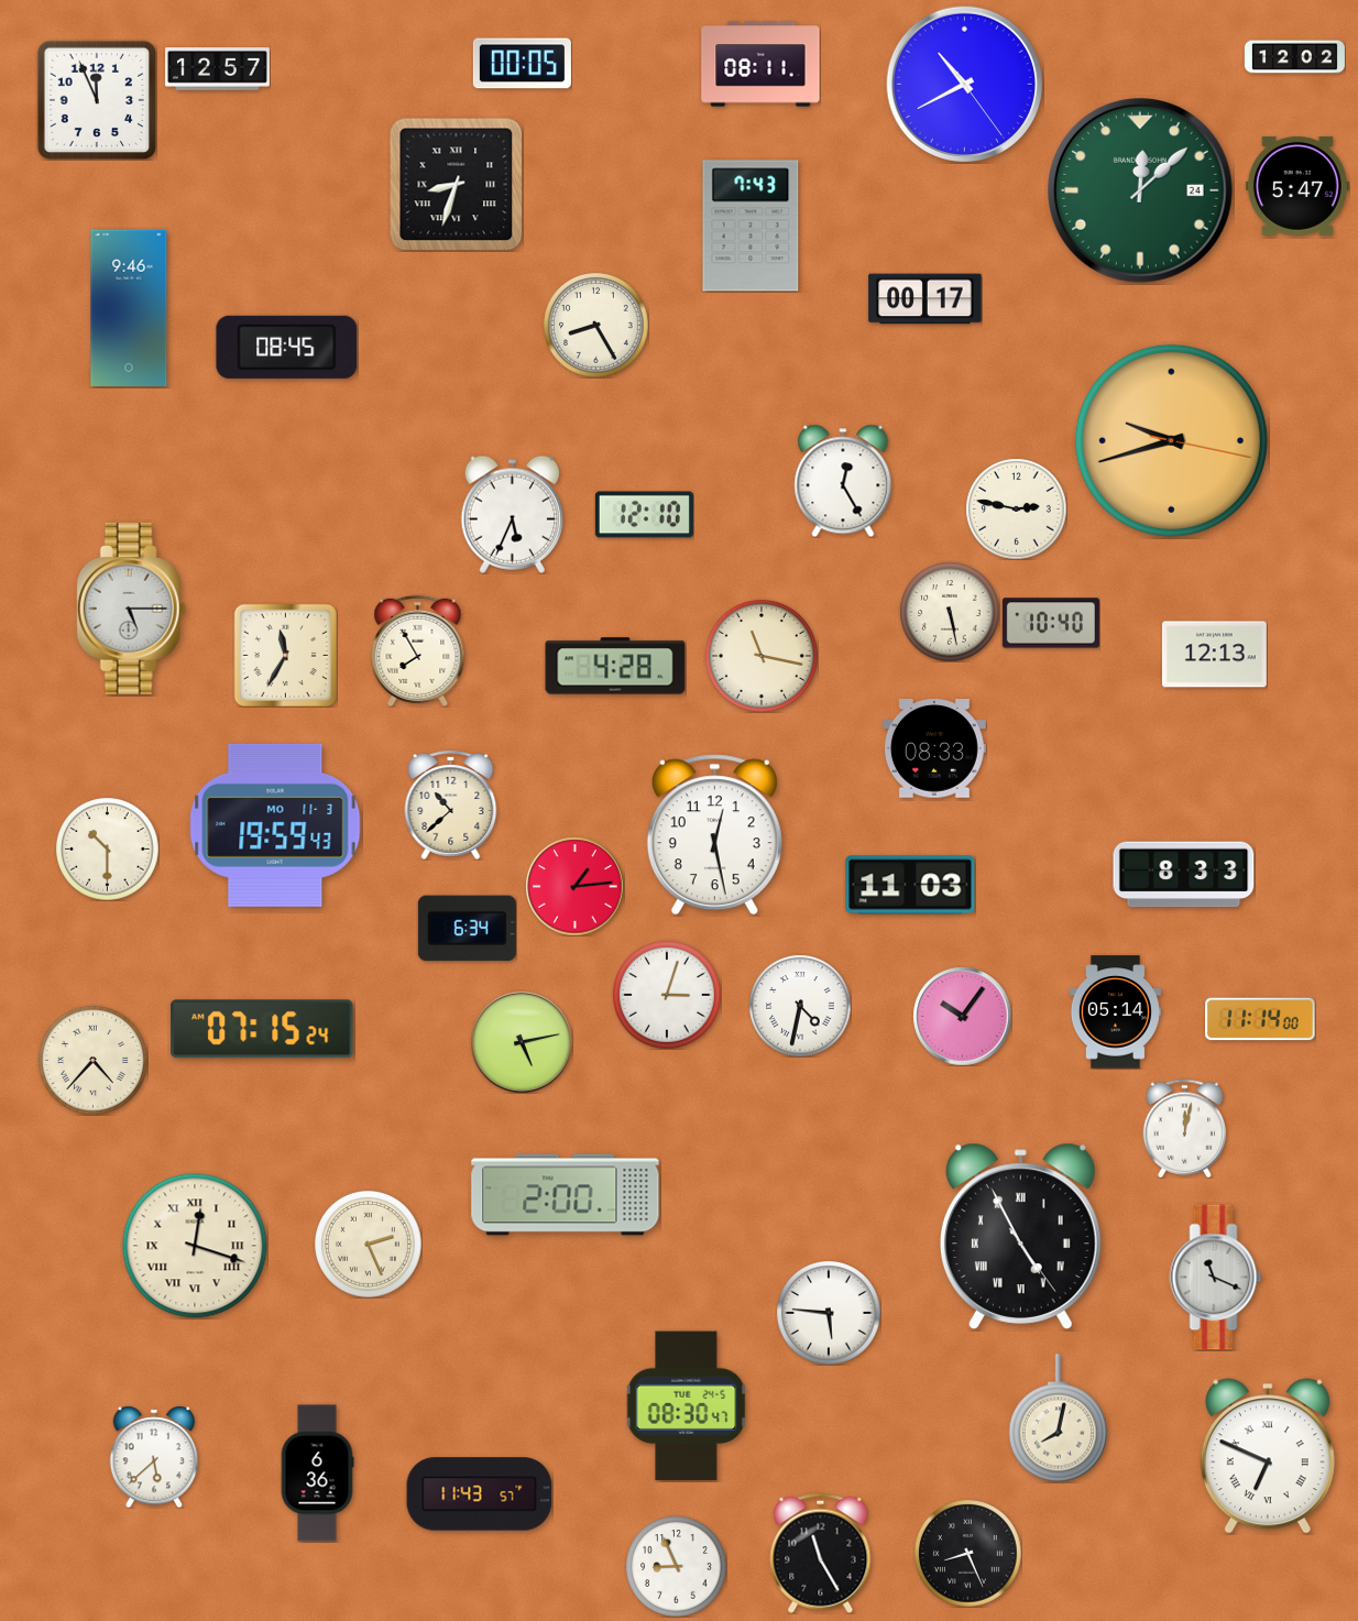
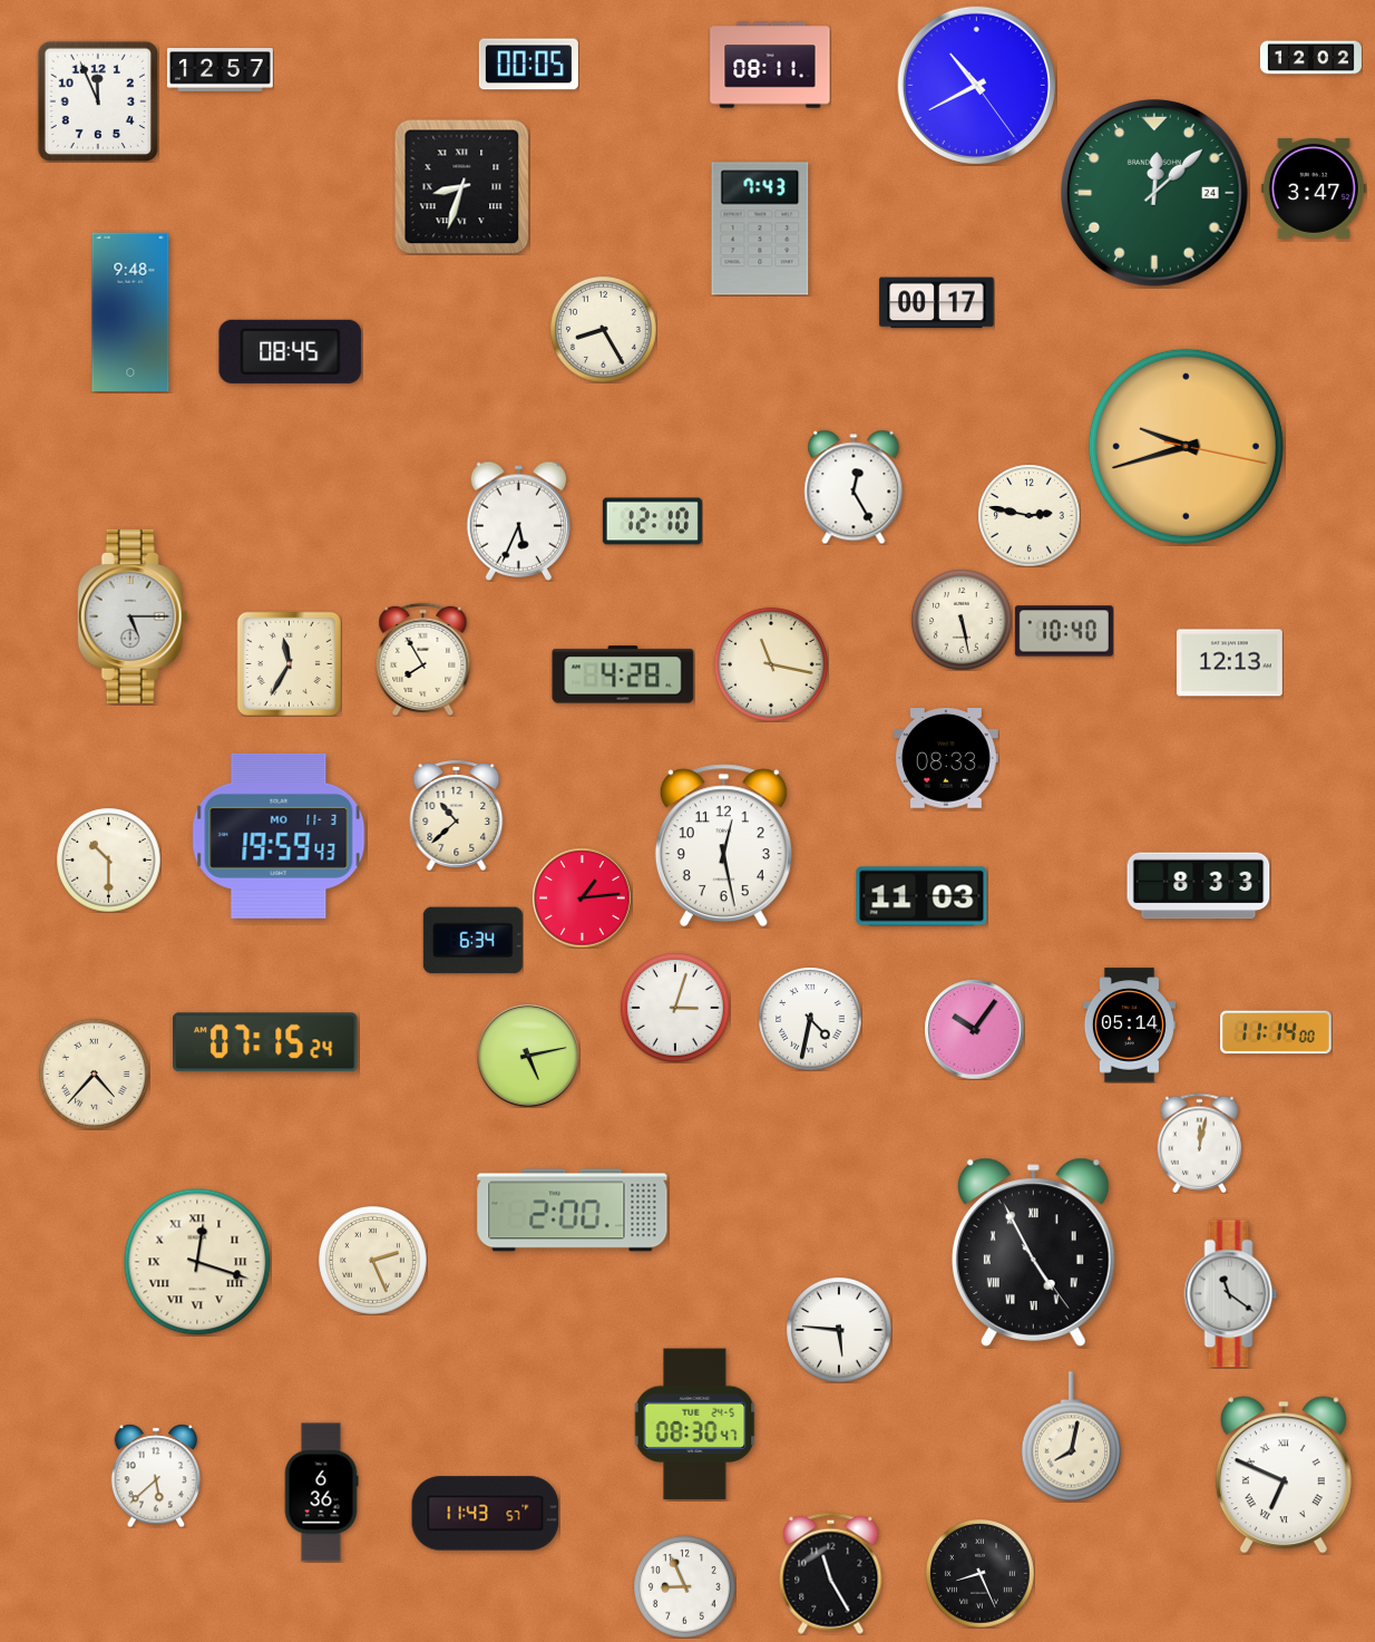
clock at (1297, 186): 5:47 -> 3:47
clock at (129, 308): 9:46 -> 9:48
clock at (1216, 1278): 11:19 -> 11:21
